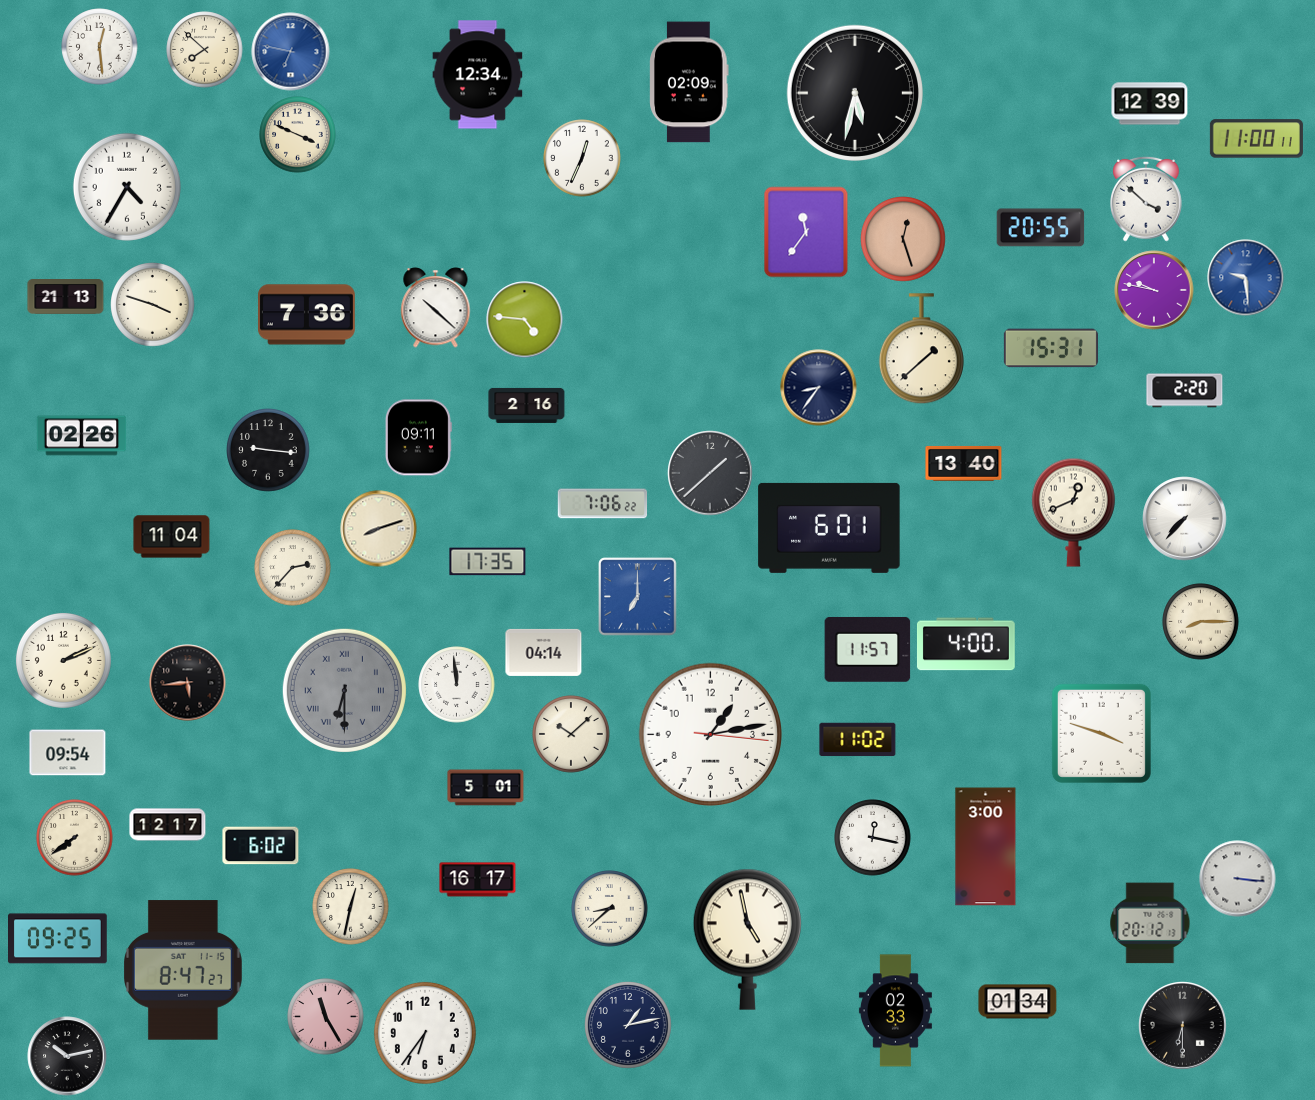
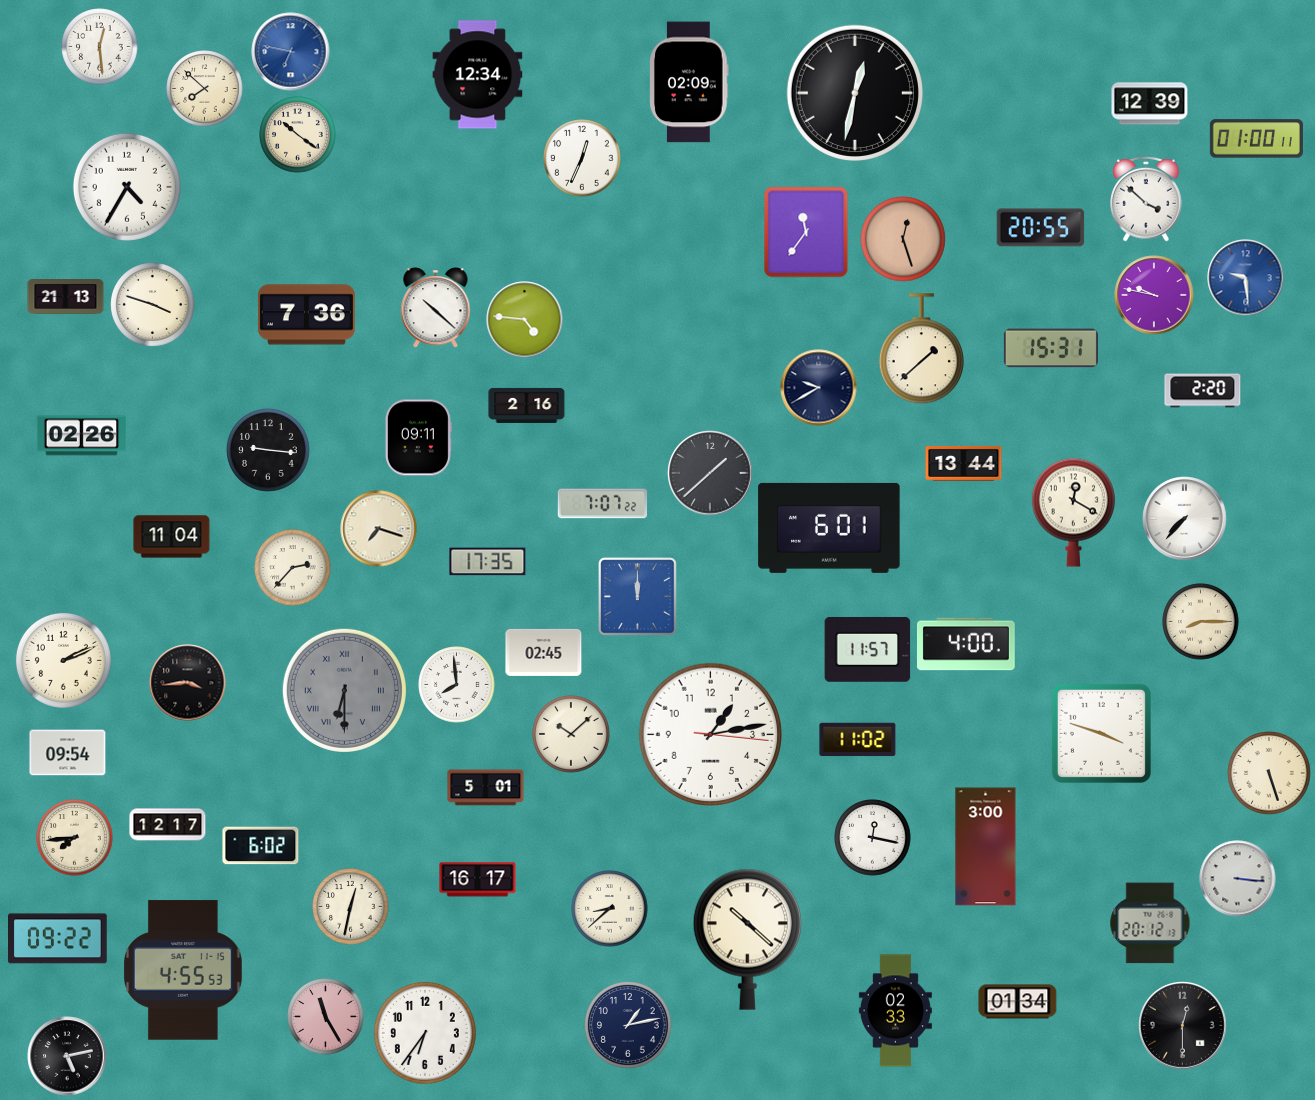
clock at (205, 50) position: (205, 50) -> (205, 89)
clock at (855, 93): 5:32 -> 12:32
clock at (298, 135): 3:49 -> 10:21
clock at (1256, 139): 11:00 -> 01:00
clock at (1154, 290) position: (1154, 290) -> (1154, 295)
clock at (819, 388): 8:36 -> 9:40
clock at (1185, 391) position: (1185, 391) -> (1203, 391)
clock at (964, 463): 13:40 -> 13:44
clock at (603, 504): 7:06 -> 7:07
clock at (1073, 512): 12:41 -> 12:20
clock at (379, 529): 8:12 -> 7:18
clock at (638, 597): 7:00 -> 12:00
clock at (544, 652): 04:14 -> 02:45
clock at (188, 683): 5:44 -> 3:44
clock at (457, 685): 11:59 -> 7:59
clock at (1269, 773): none -> 5:27
clock at (75, 838): 7:39 -> 7:44
clock at (58, 939): 09:25 -> 09:22
clock at (747, 939): 4:58 -> 10:22
clock at (184, 970): 8:47 -> 4:55
clock at (1183, 1026): 6:30 -> 12:30
clock at (67, 1056): 10:13 -> 5:13
